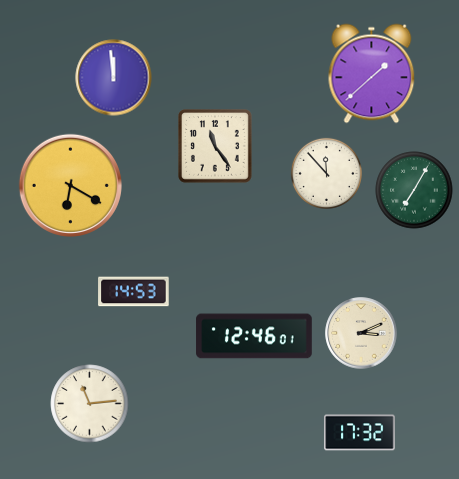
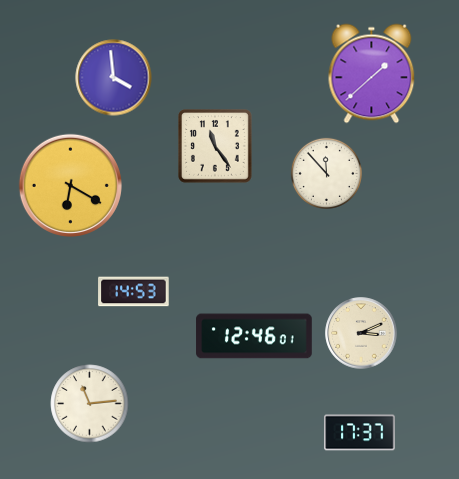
clock at (114, 78): 11:59 -> 3:59
clock at (414, 190): 7:05 -> none
clock at (360, 433): 17:32 -> 17:37
